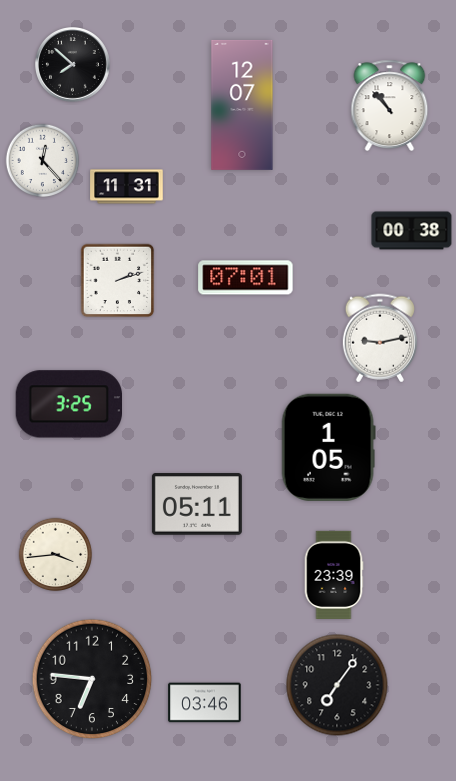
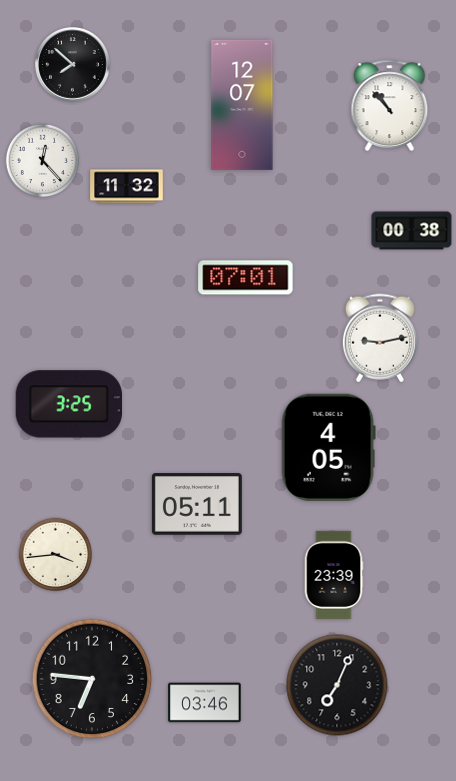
clock at (127, 187): 11:31 -> 11:32
clock at (118, 281): 2:12 -> none
clock at (328, 447): 1:05 -> 4:05
clock at (337, 685): 7:06 -> 7:04
